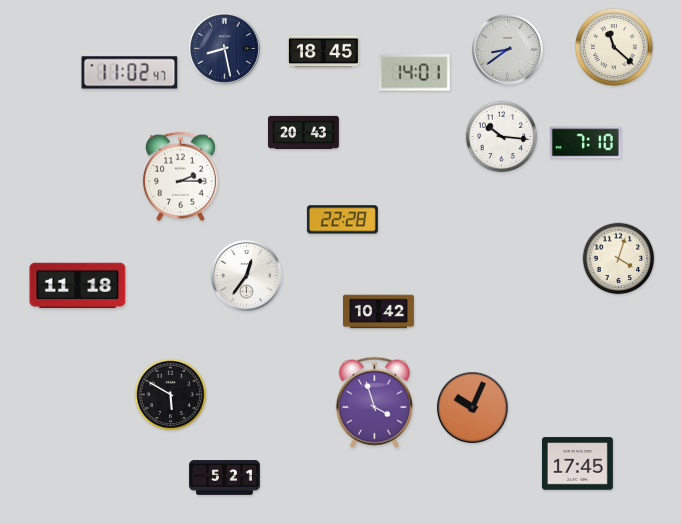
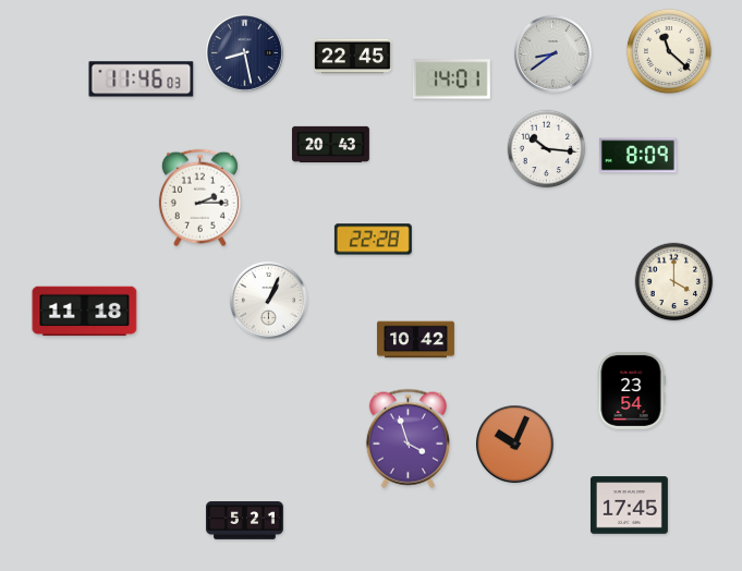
clock at (323, 52): 18:45 -> 22:45
clock at (130, 73): 11:02 -> 11:46
clock at (585, 143): 7:10 -> 8:09
clock at (180, 177) position: (180, 177) -> (199, 198)
clock at (619, 259): 4:03 -> 4:00
clock at (246, 275): 12:36 -> 1:04
clock at (378, 312) position: (378, 312) -> (415, 340)
clock at (631, 390): none -> 23:54
clock at (171, 395): 5:50 -> none
